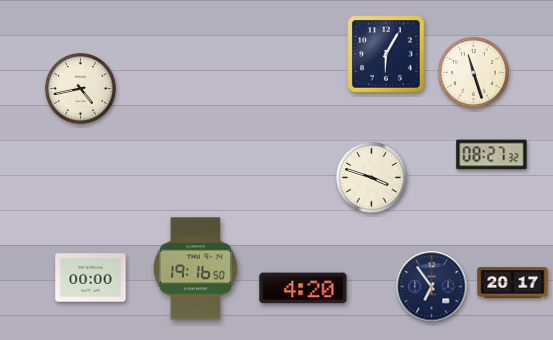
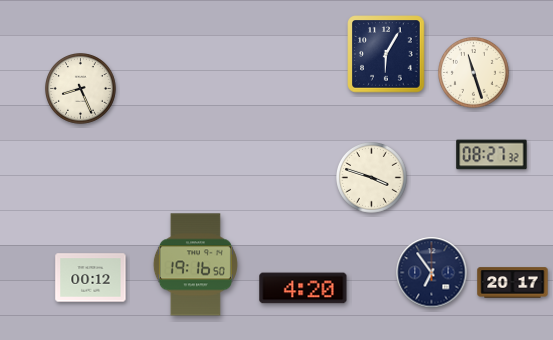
clock at (81, 89): 4:43 -> 8:26
clock at (195, 269) position: (195, 269) -> (195, 265)
clock at (91, 278): 00:00 -> 00:12
clock at (432, 287) position: (432, 287) -> (432, 273)
